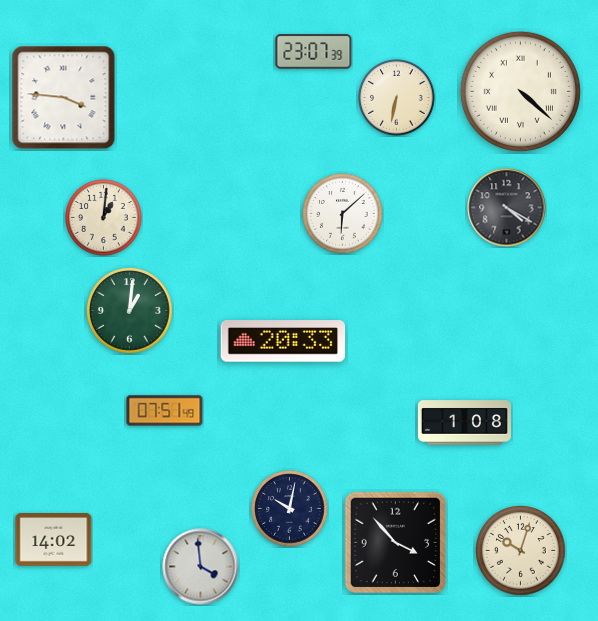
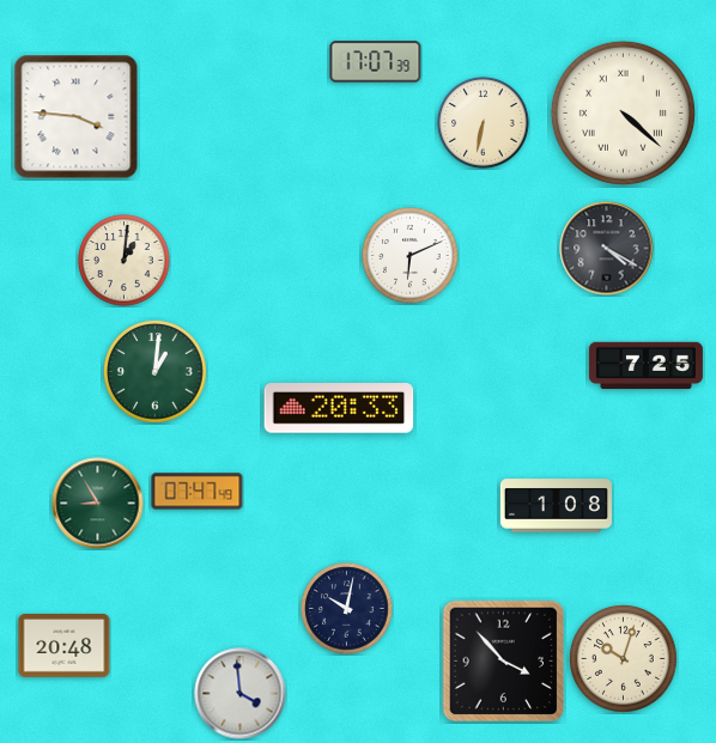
clock at (314, 52): 23:07 -> 17:07
clock at (520, 91) position: (520, 91) -> (623, 112)
clock at (397, 98) position: (397, 98) -> (484, 123)
clock at (343, 214): 6:08 -> 6:11
clock at (645, 366): none -> 7:25
clock at (165, 411): 07:51 -> 07:47
clock at (98, 504): none -> 8:55
clock at (54, 540): 14:02 -> 20:48
clock at (396, 543) position: (396, 543) -> (504, 662)
clock at (201, 567) position: (201, 567) -> (241, 694)
